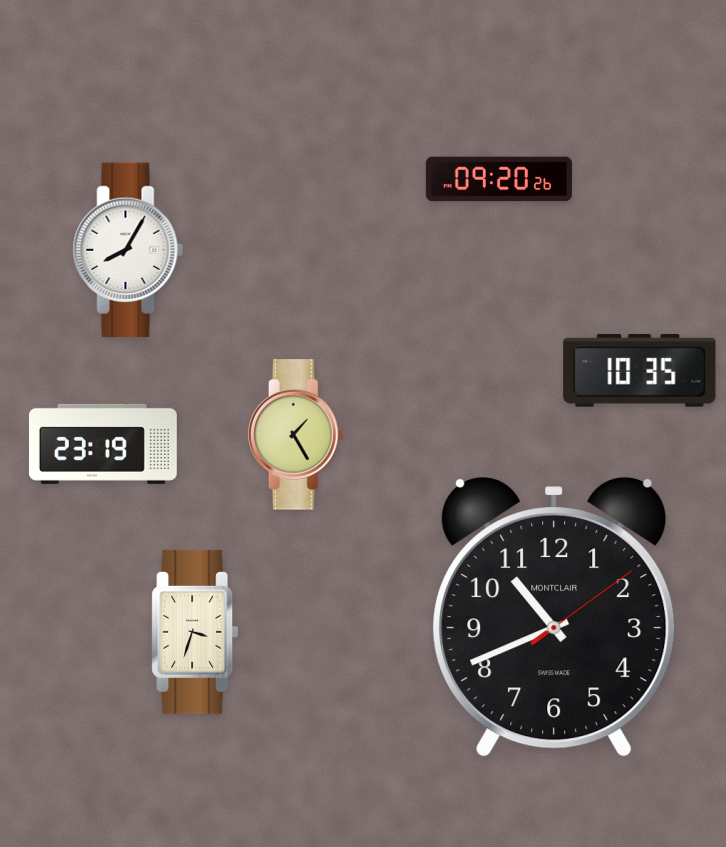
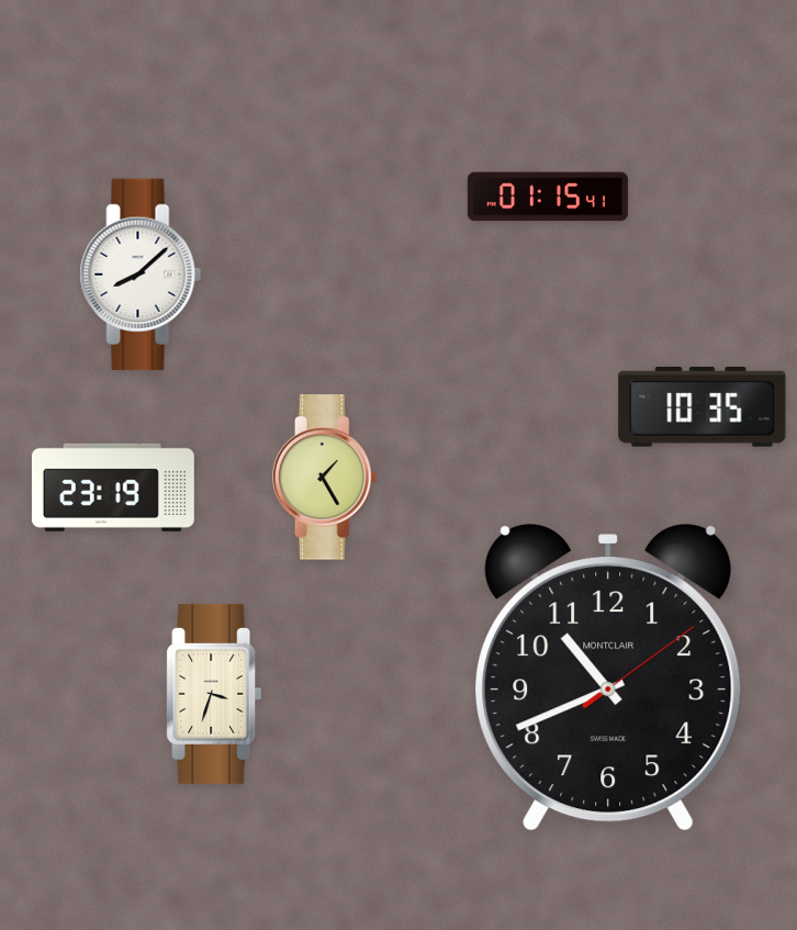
clock at (499, 179): 09:20 -> 01:15
clock at (128, 250): 8:05 -> 8:08
